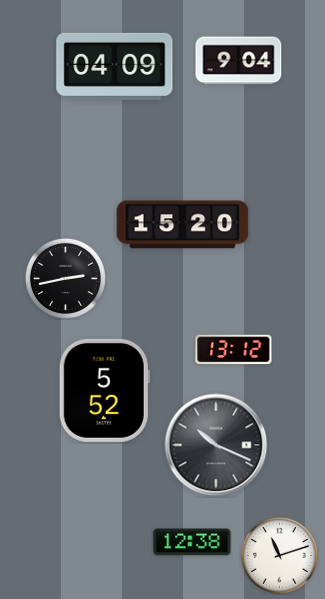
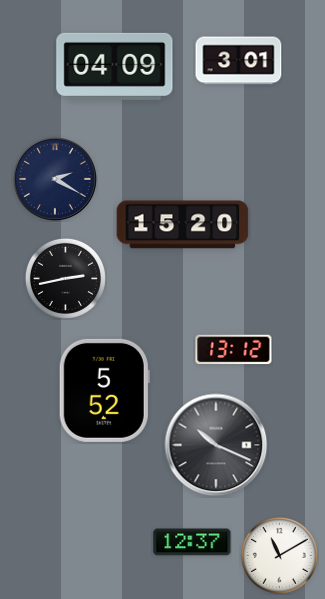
clock at (239, 61): 9:04 -> 3:01
clock at (55, 179): none -> 2:20
clock at (192, 542): 12:38 -> 12:37
clock at (279, 555): 11:12 -> 11:10
